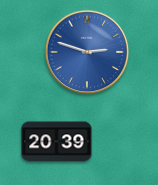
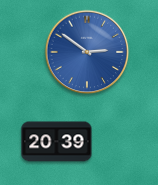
clock at (87, 52): 2:48 -> 2:51
